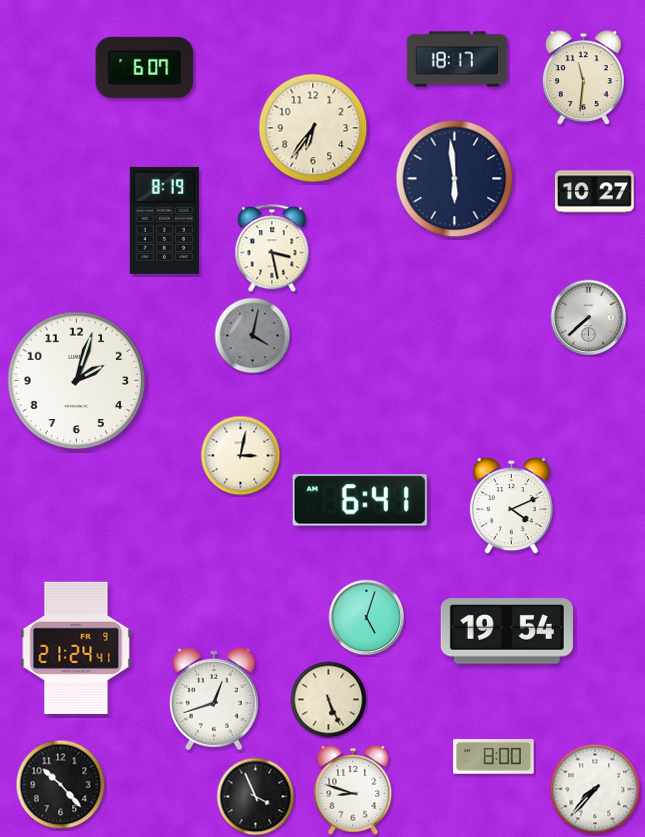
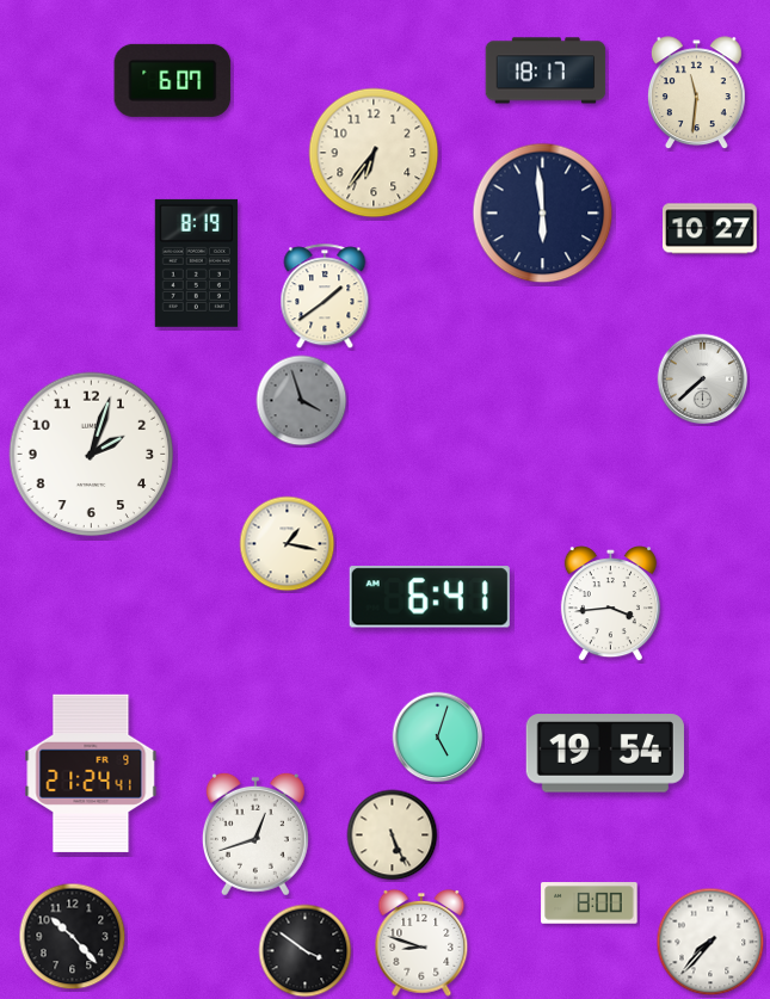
clock at (272, 249): 3:28 -> 1:39
clock at (253, 336): 4:02 -> 3:57
clock at (241, 456): 3:02 -> 1:17
clock at (511, 507): 4:11 -> 3:44
clock at (256, 797): 3:56 -> 3:51
